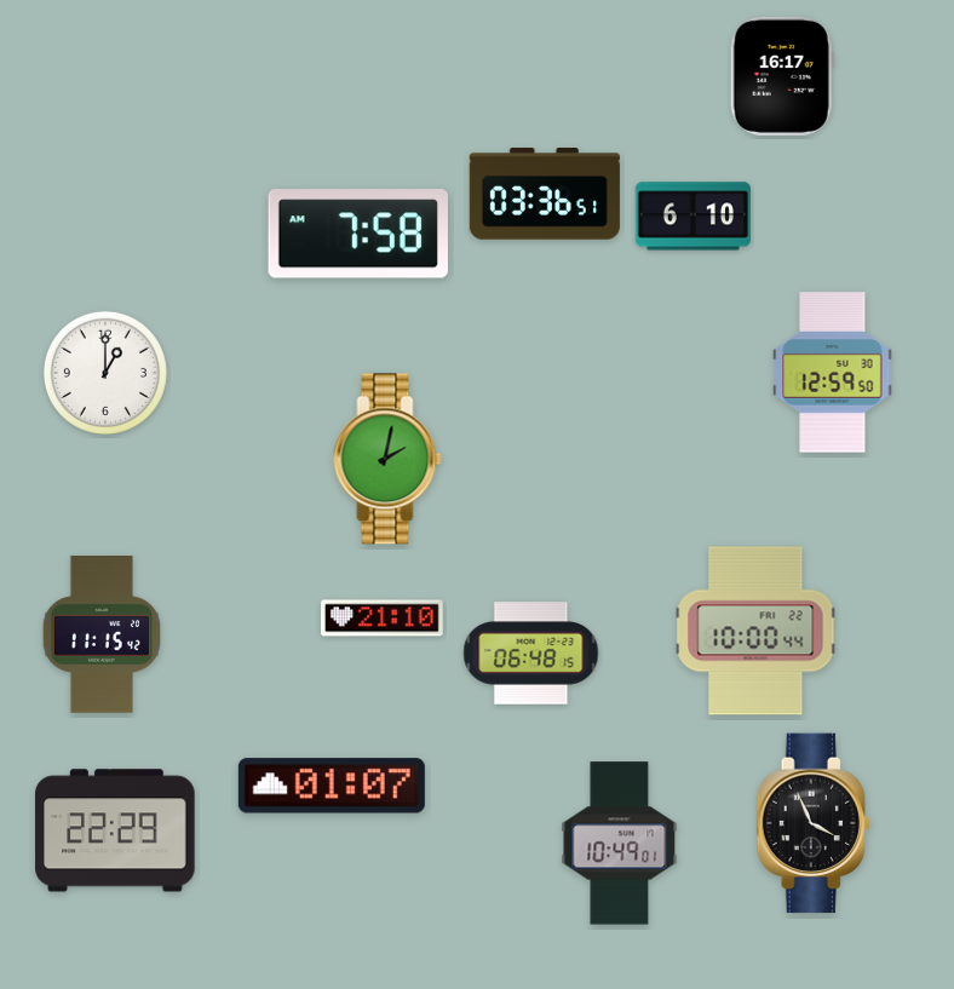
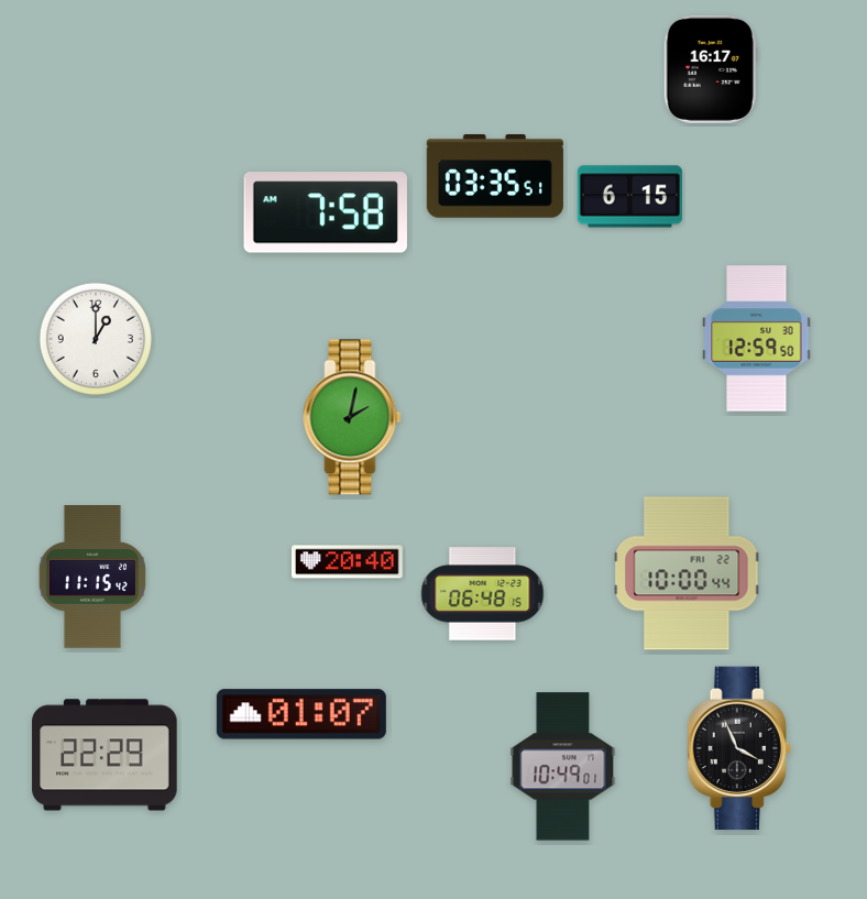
clock at (545, 195): 03:36 -> 03:35
clock at (692, 217): 6:10 -> 6:15
clock at (383, 619): 21:10 -> 20:40
